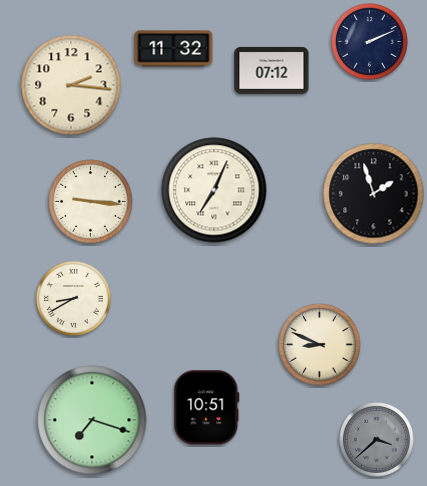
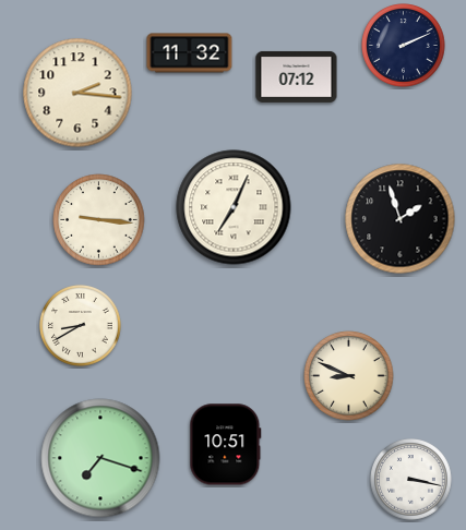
clock at (374, 194) position: (374, 194) -> (401, 219)
clock at (377, 440): 3:38 -> 3:17
clock at (377, 440) dial: grey -> white
